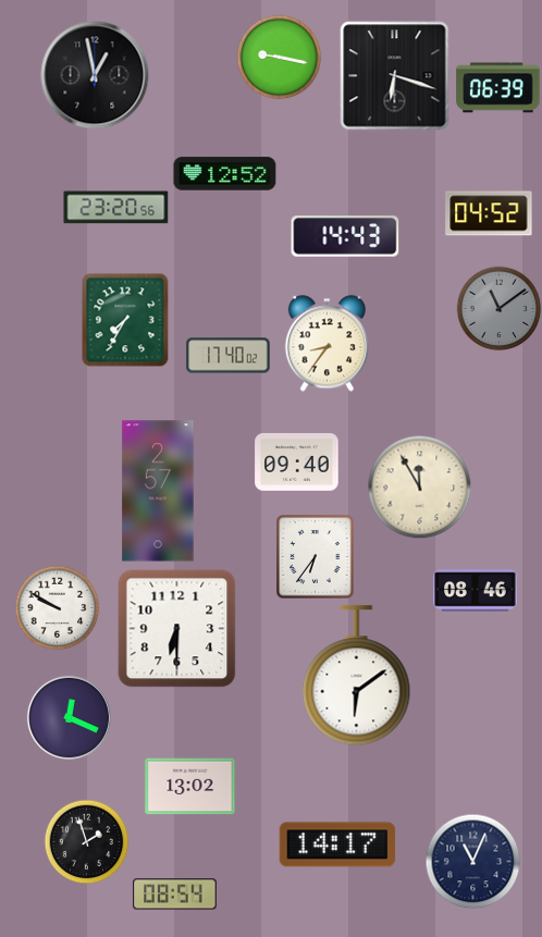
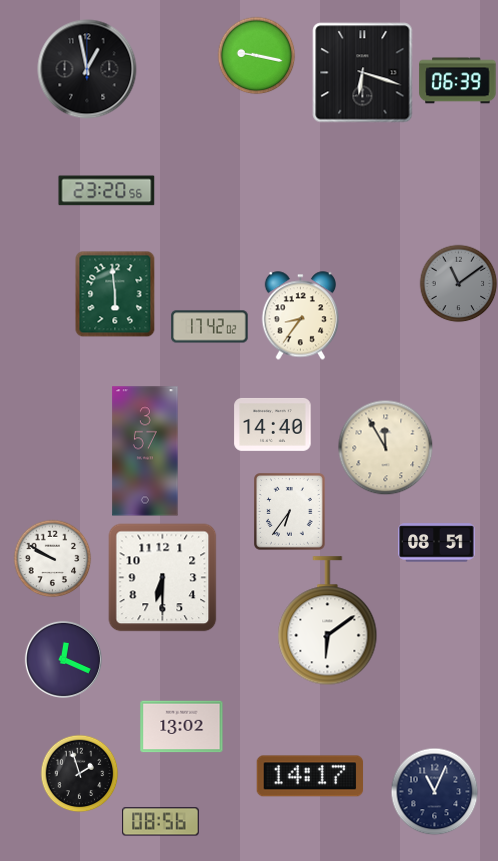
clock at (279, 57) position: (279, 57) -> (256, 55)
clock at (395, 76) position: (395, 76) -> (363, 73)
clock at (225, 174): 12:52 -> none
clock at (489, 213): 04:52 -> none
clock at (345, 236): 14:43 -> none
clock at (125, 320): 7:35 -> 5:59
clock at (229, 356): 17:40 -> 17:42
clock at (297, 461): 09:40 -> 14:40
clock at (158, 491): 2:57 -> 3:57
clock at (476, 591): 08:46 -> 08:51
clock at (190, 787) position: (190, 787) -> (182, 727)
clock at (175, 895): 08:54 -> 08:56
